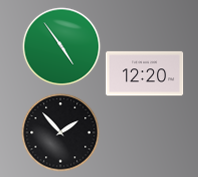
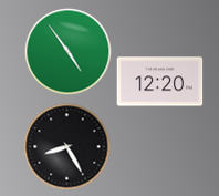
clock at (60, 132): 1:53 -> 8:25
